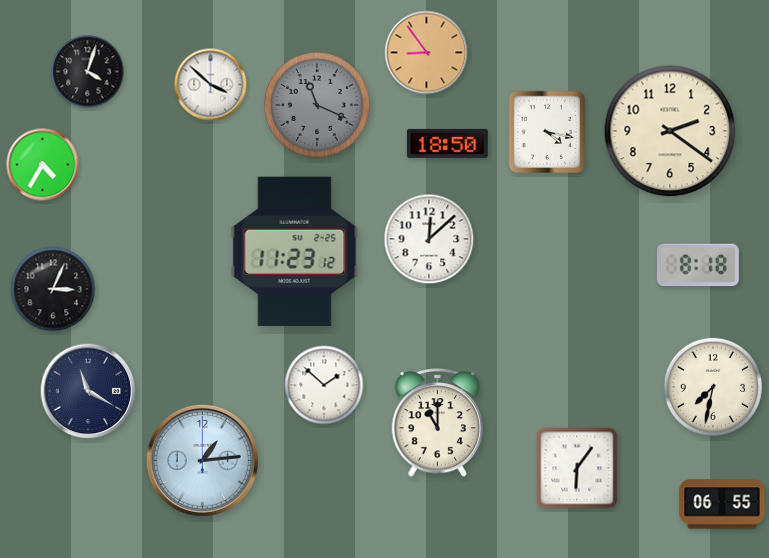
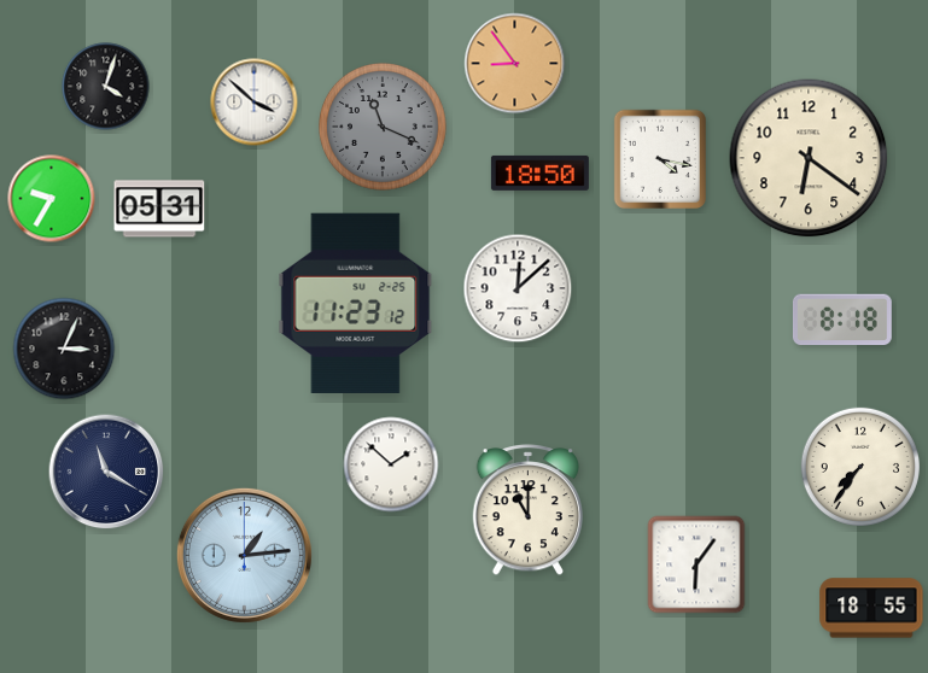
clock at (670, 131): 2:21 -> 6:21
clock at (43, 165): 4:35 -> 9:35
clock at (159, 209): none -> 05:31
clock at (713, 387): 7:32 -> 7:36
clock at (722, 504): 06:55 -> 18:55
